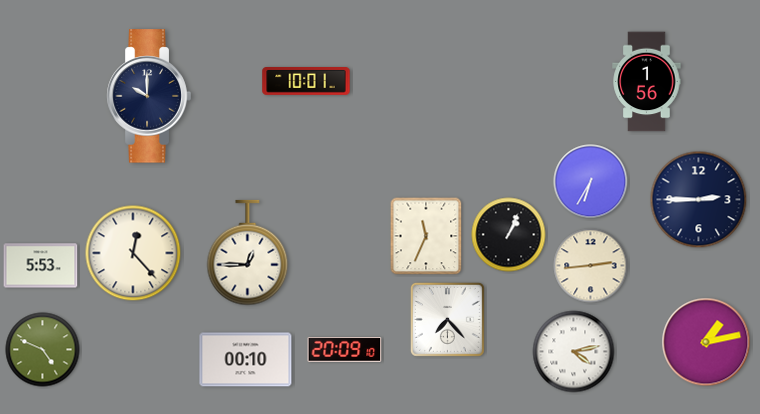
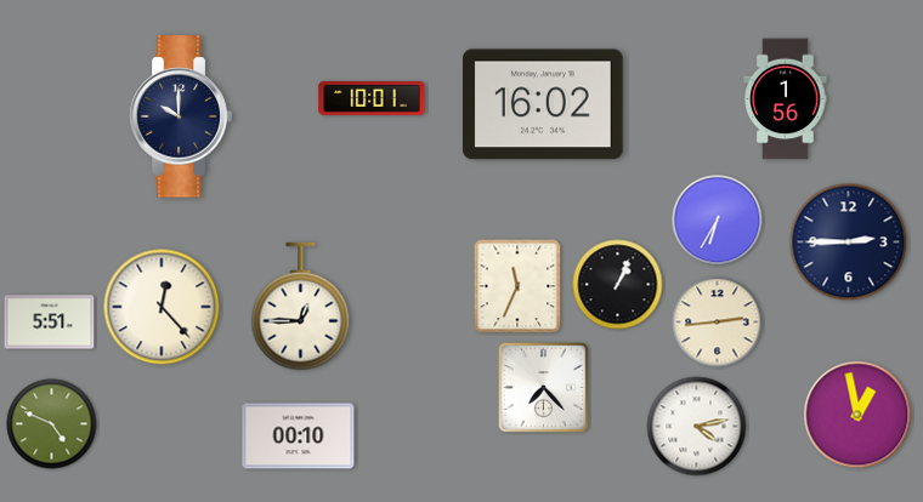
clock at (544, 104): none -> 16:02
clock at (41, 266): 5:53 -> 5:51
clock at (706, 342): 1:13 -> 12:58
clock at (345, 350): 20:09 -> none
